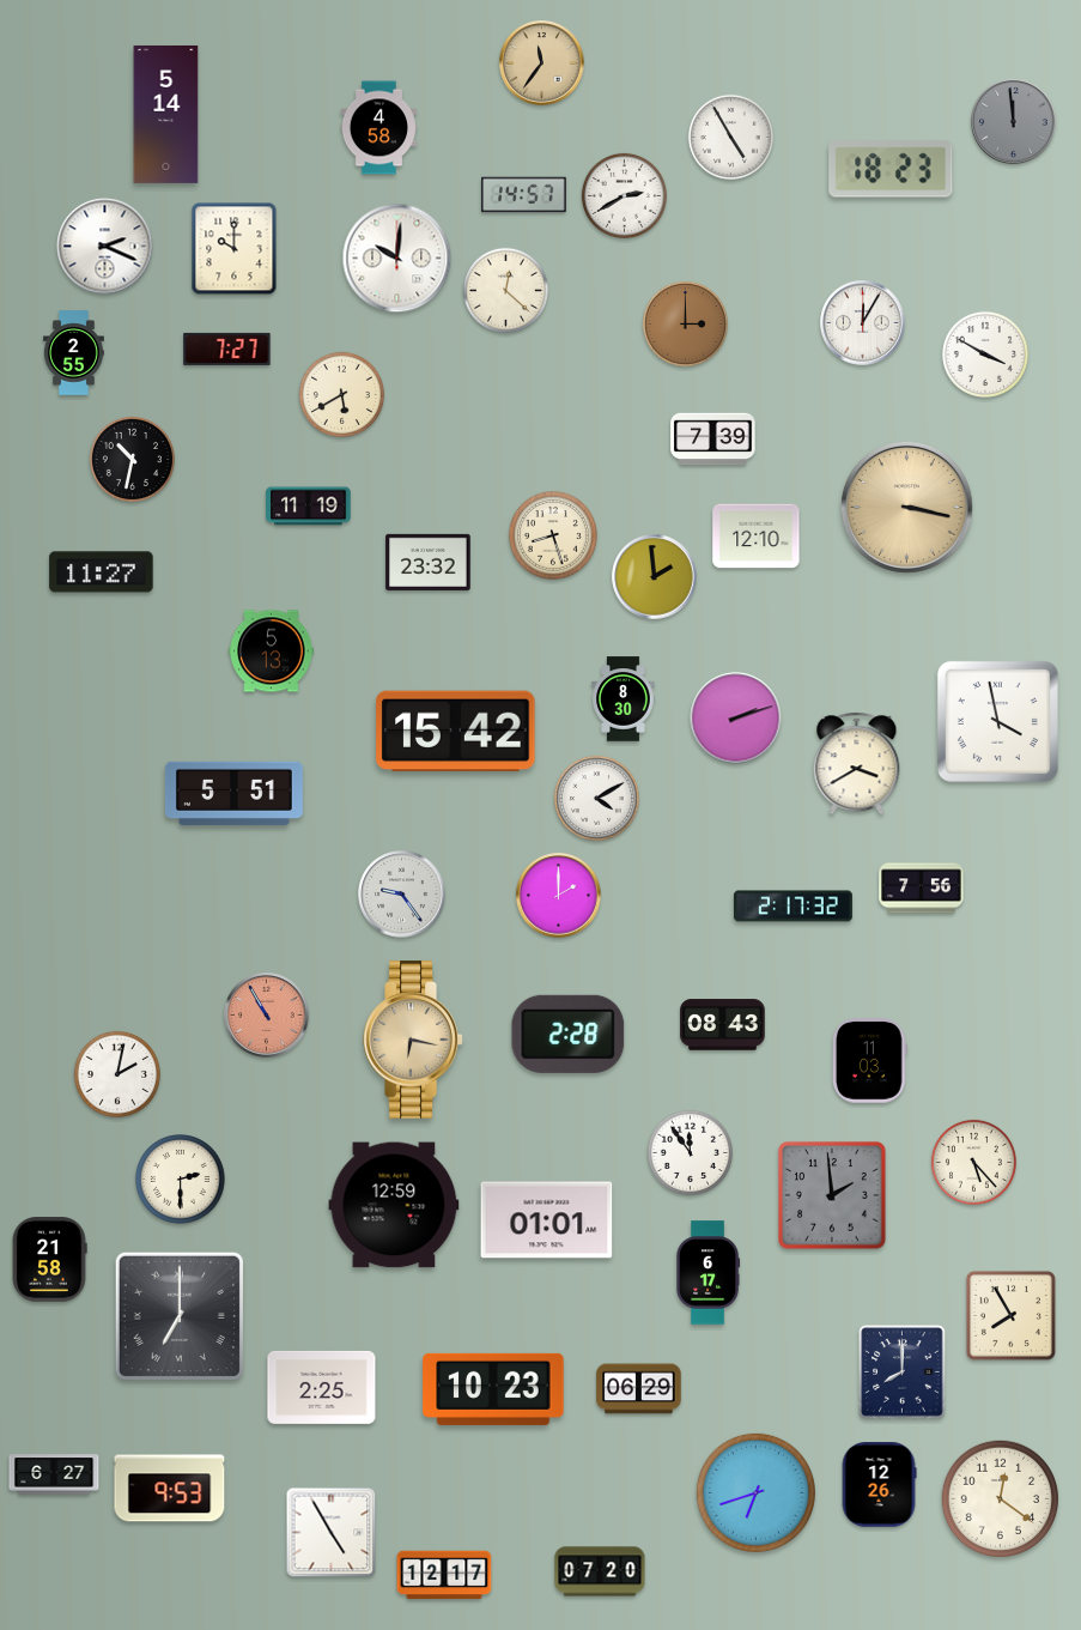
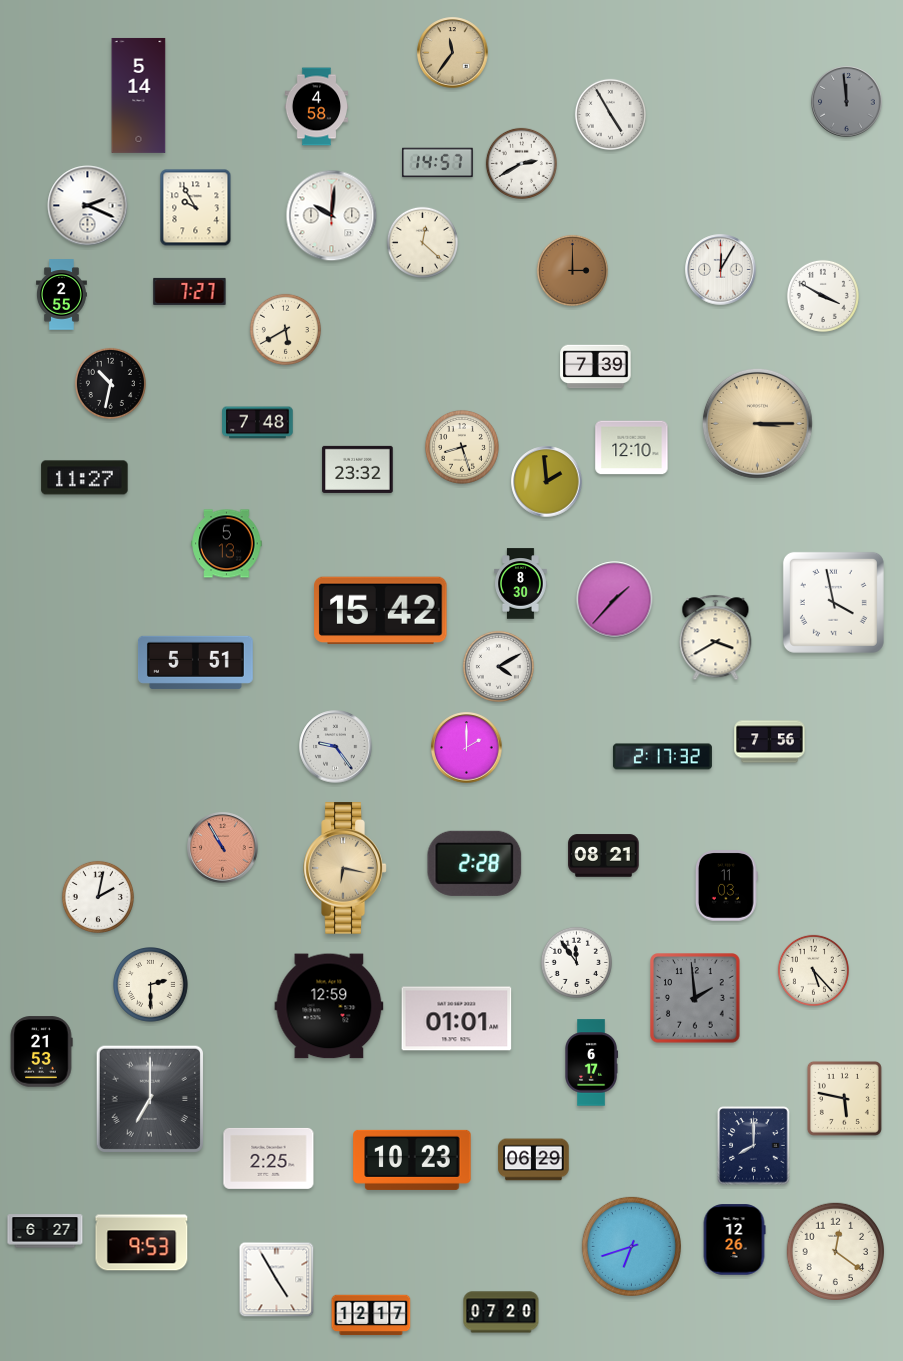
clock at (891, 169): 18:23 -> none
clock at (235, 249): 10:00 -> 9:55
clock at (309, 507): 11:19 -> 7:48
clock at (906, 507): 3:17 -> 3:15
clock at (736, 719): 2:12 -> 1:37
clock at (723, 1025): 08:43 -> 08:21
clock at (49, 1260): 21:58 -> 21:53
clock at (1010, 1315): 7:55 -> 5:47
